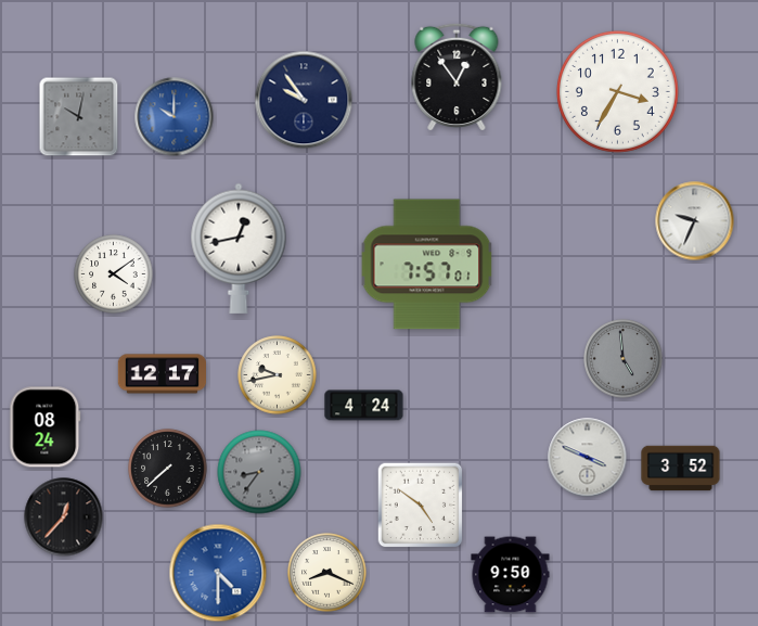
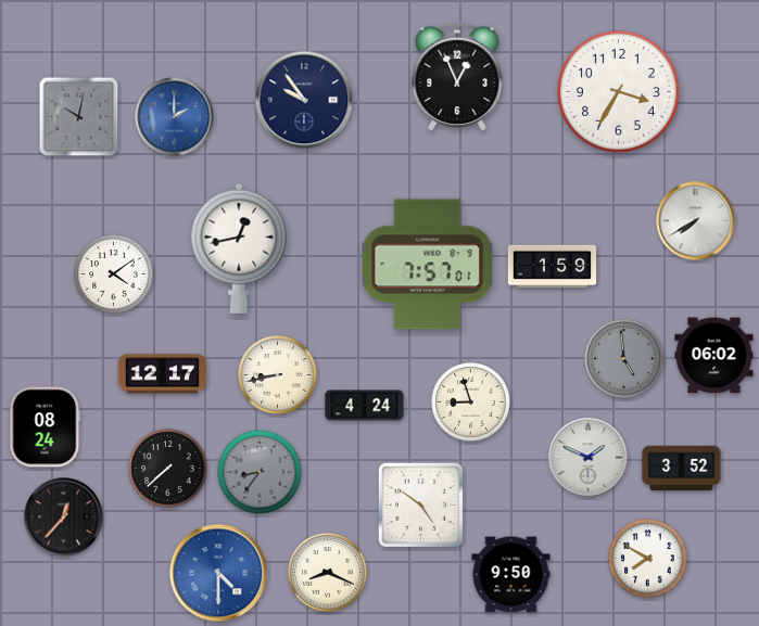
clock at (457, 77): 12:54 -> 12:56
clock at (175, 117): 10:00 -> 2:00
clock at (695, 221): 9:34 -> 7:40
clock at (553, 267): none -> 1:59
clock at (714, 356): none -> 06:02
clock at (278, 375): 9:43 -> 8:43
clock at (471, 403): none -> 8:57
clock at (588, 458): 3:49 -> 1:49
clock at (648, 559): none -> 7:50
